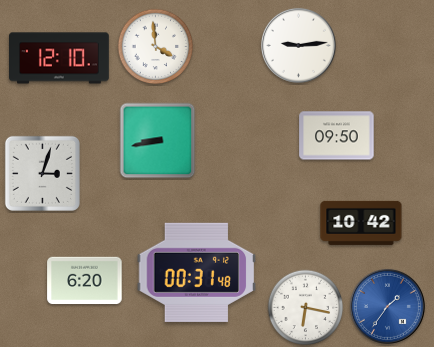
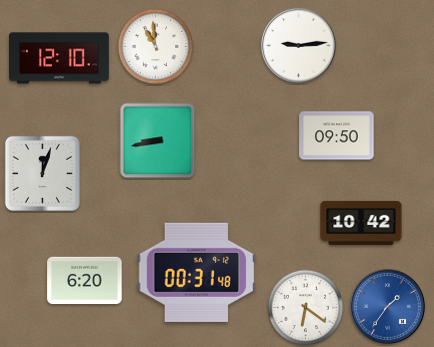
clock at (156, 47): 3:59 -> 10:59
clock at (42, 173): 3:03 -> 12:03
clock at (306, 308): 6:17 -> 6:21
